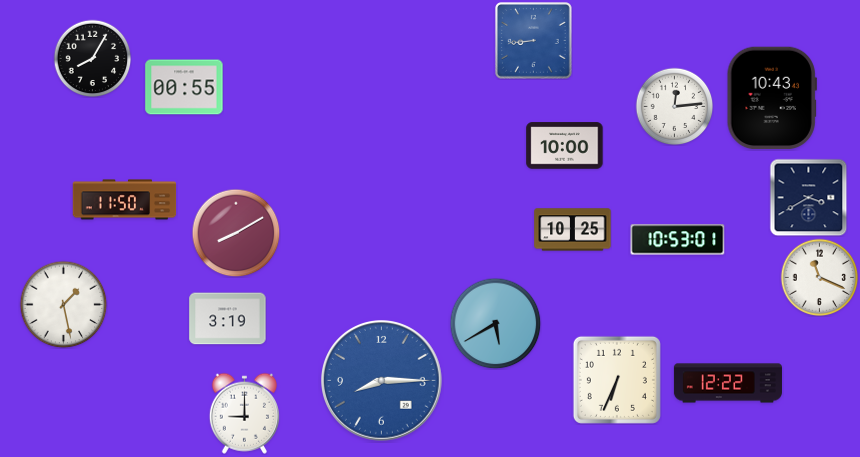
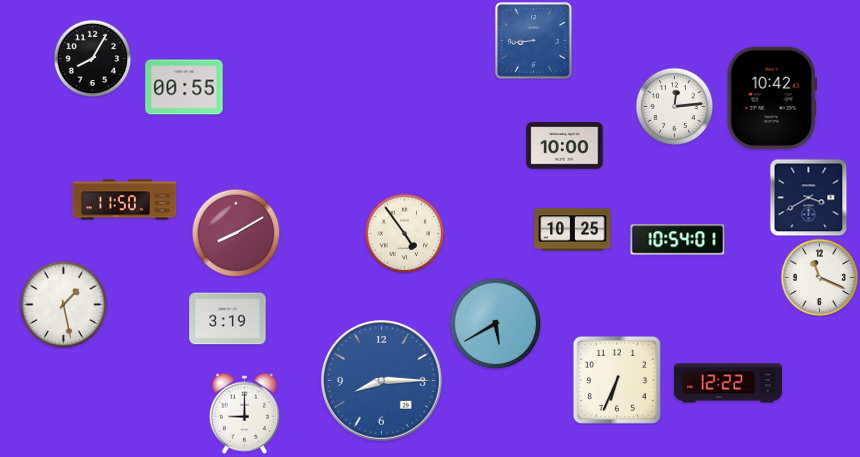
clock at (772, 98): 10:43 -> 10:42
clock at (404, 233): none -> 4:54
clock at (678, 240): 10:53 -> 10:54
